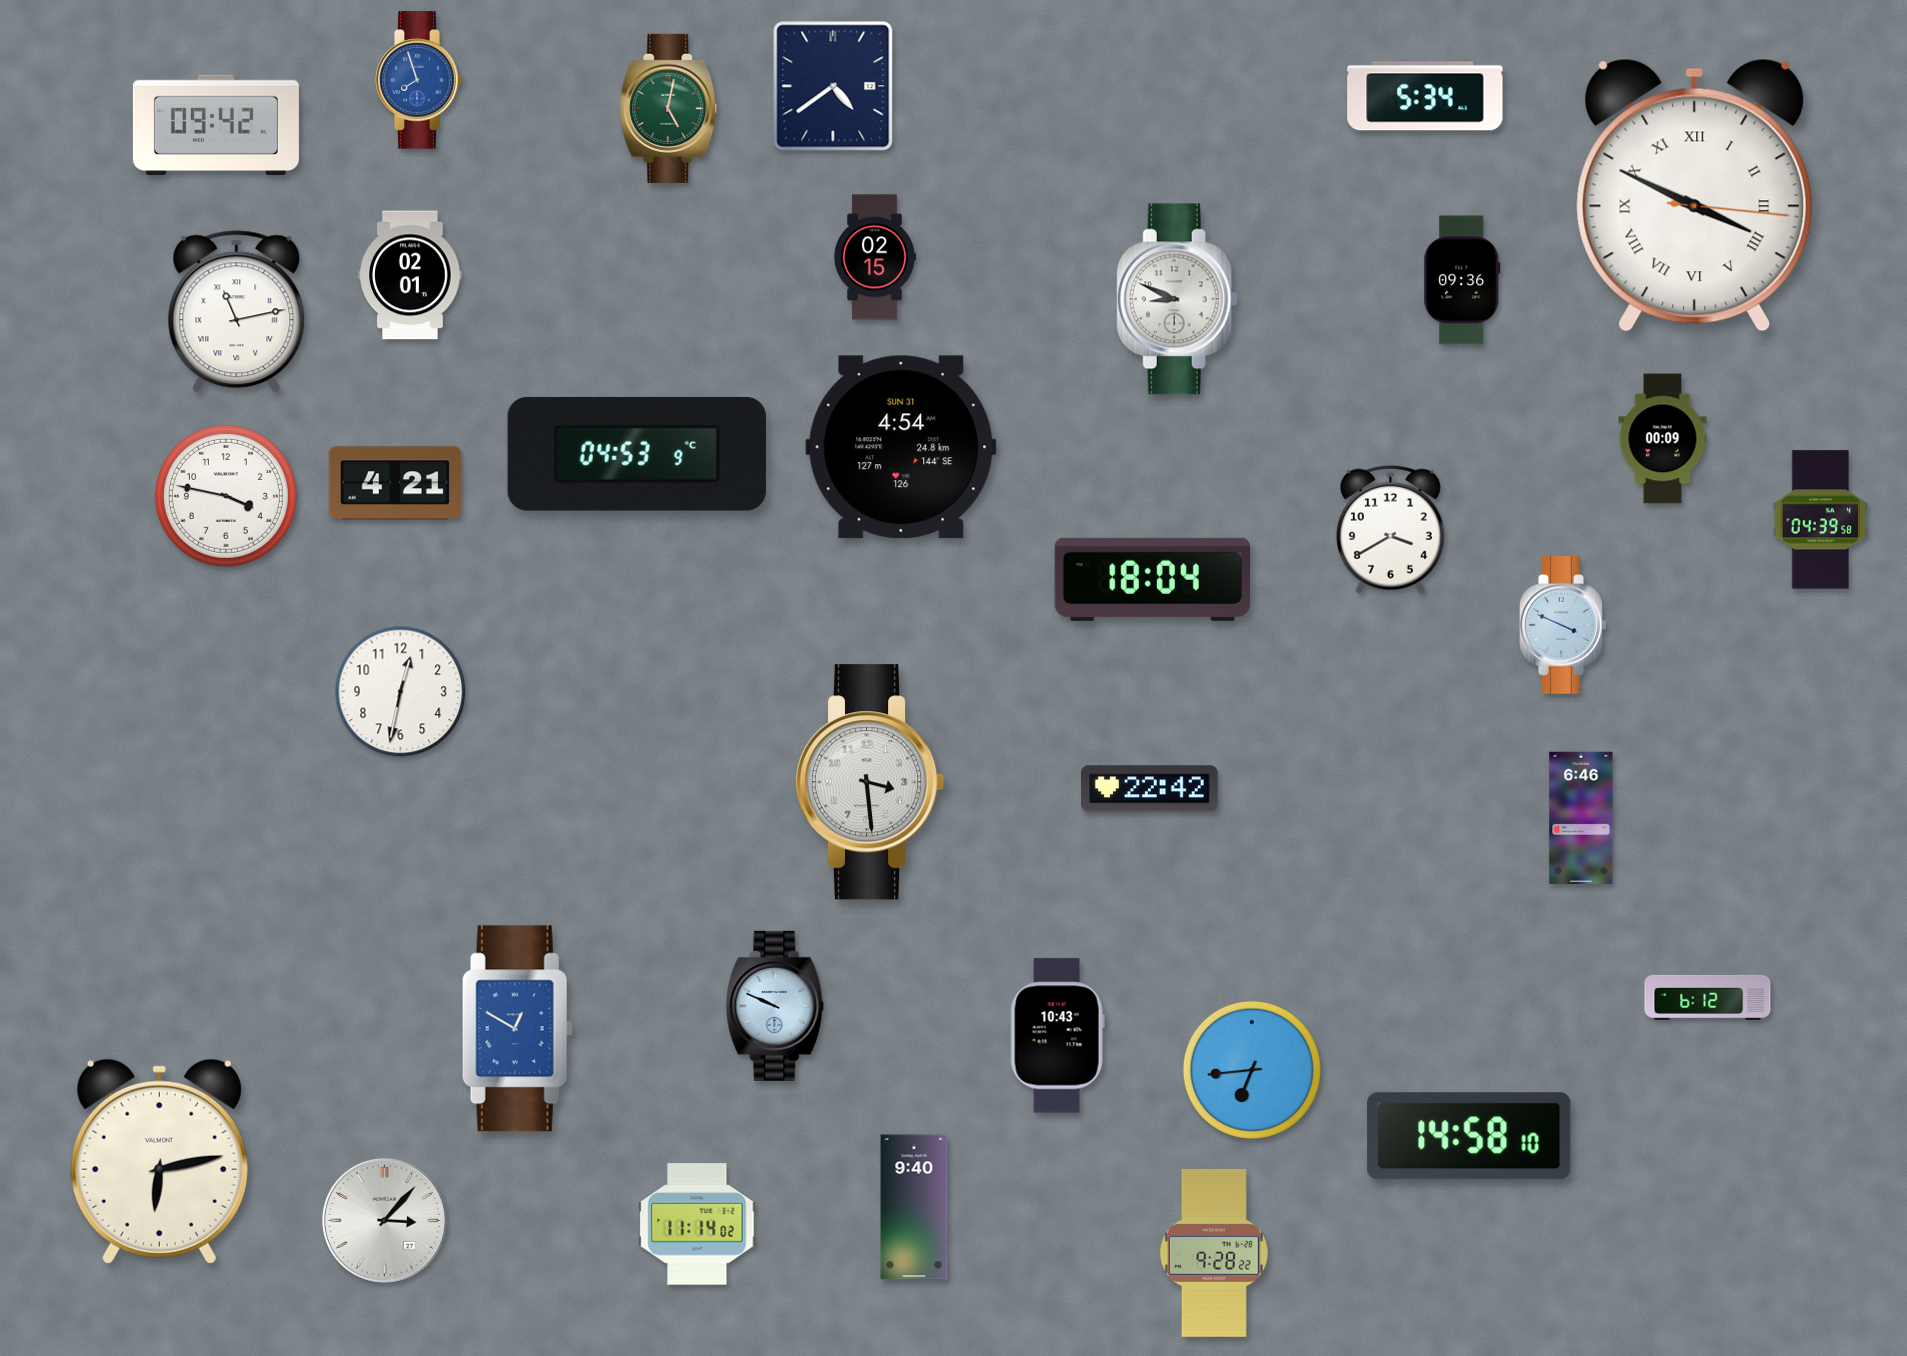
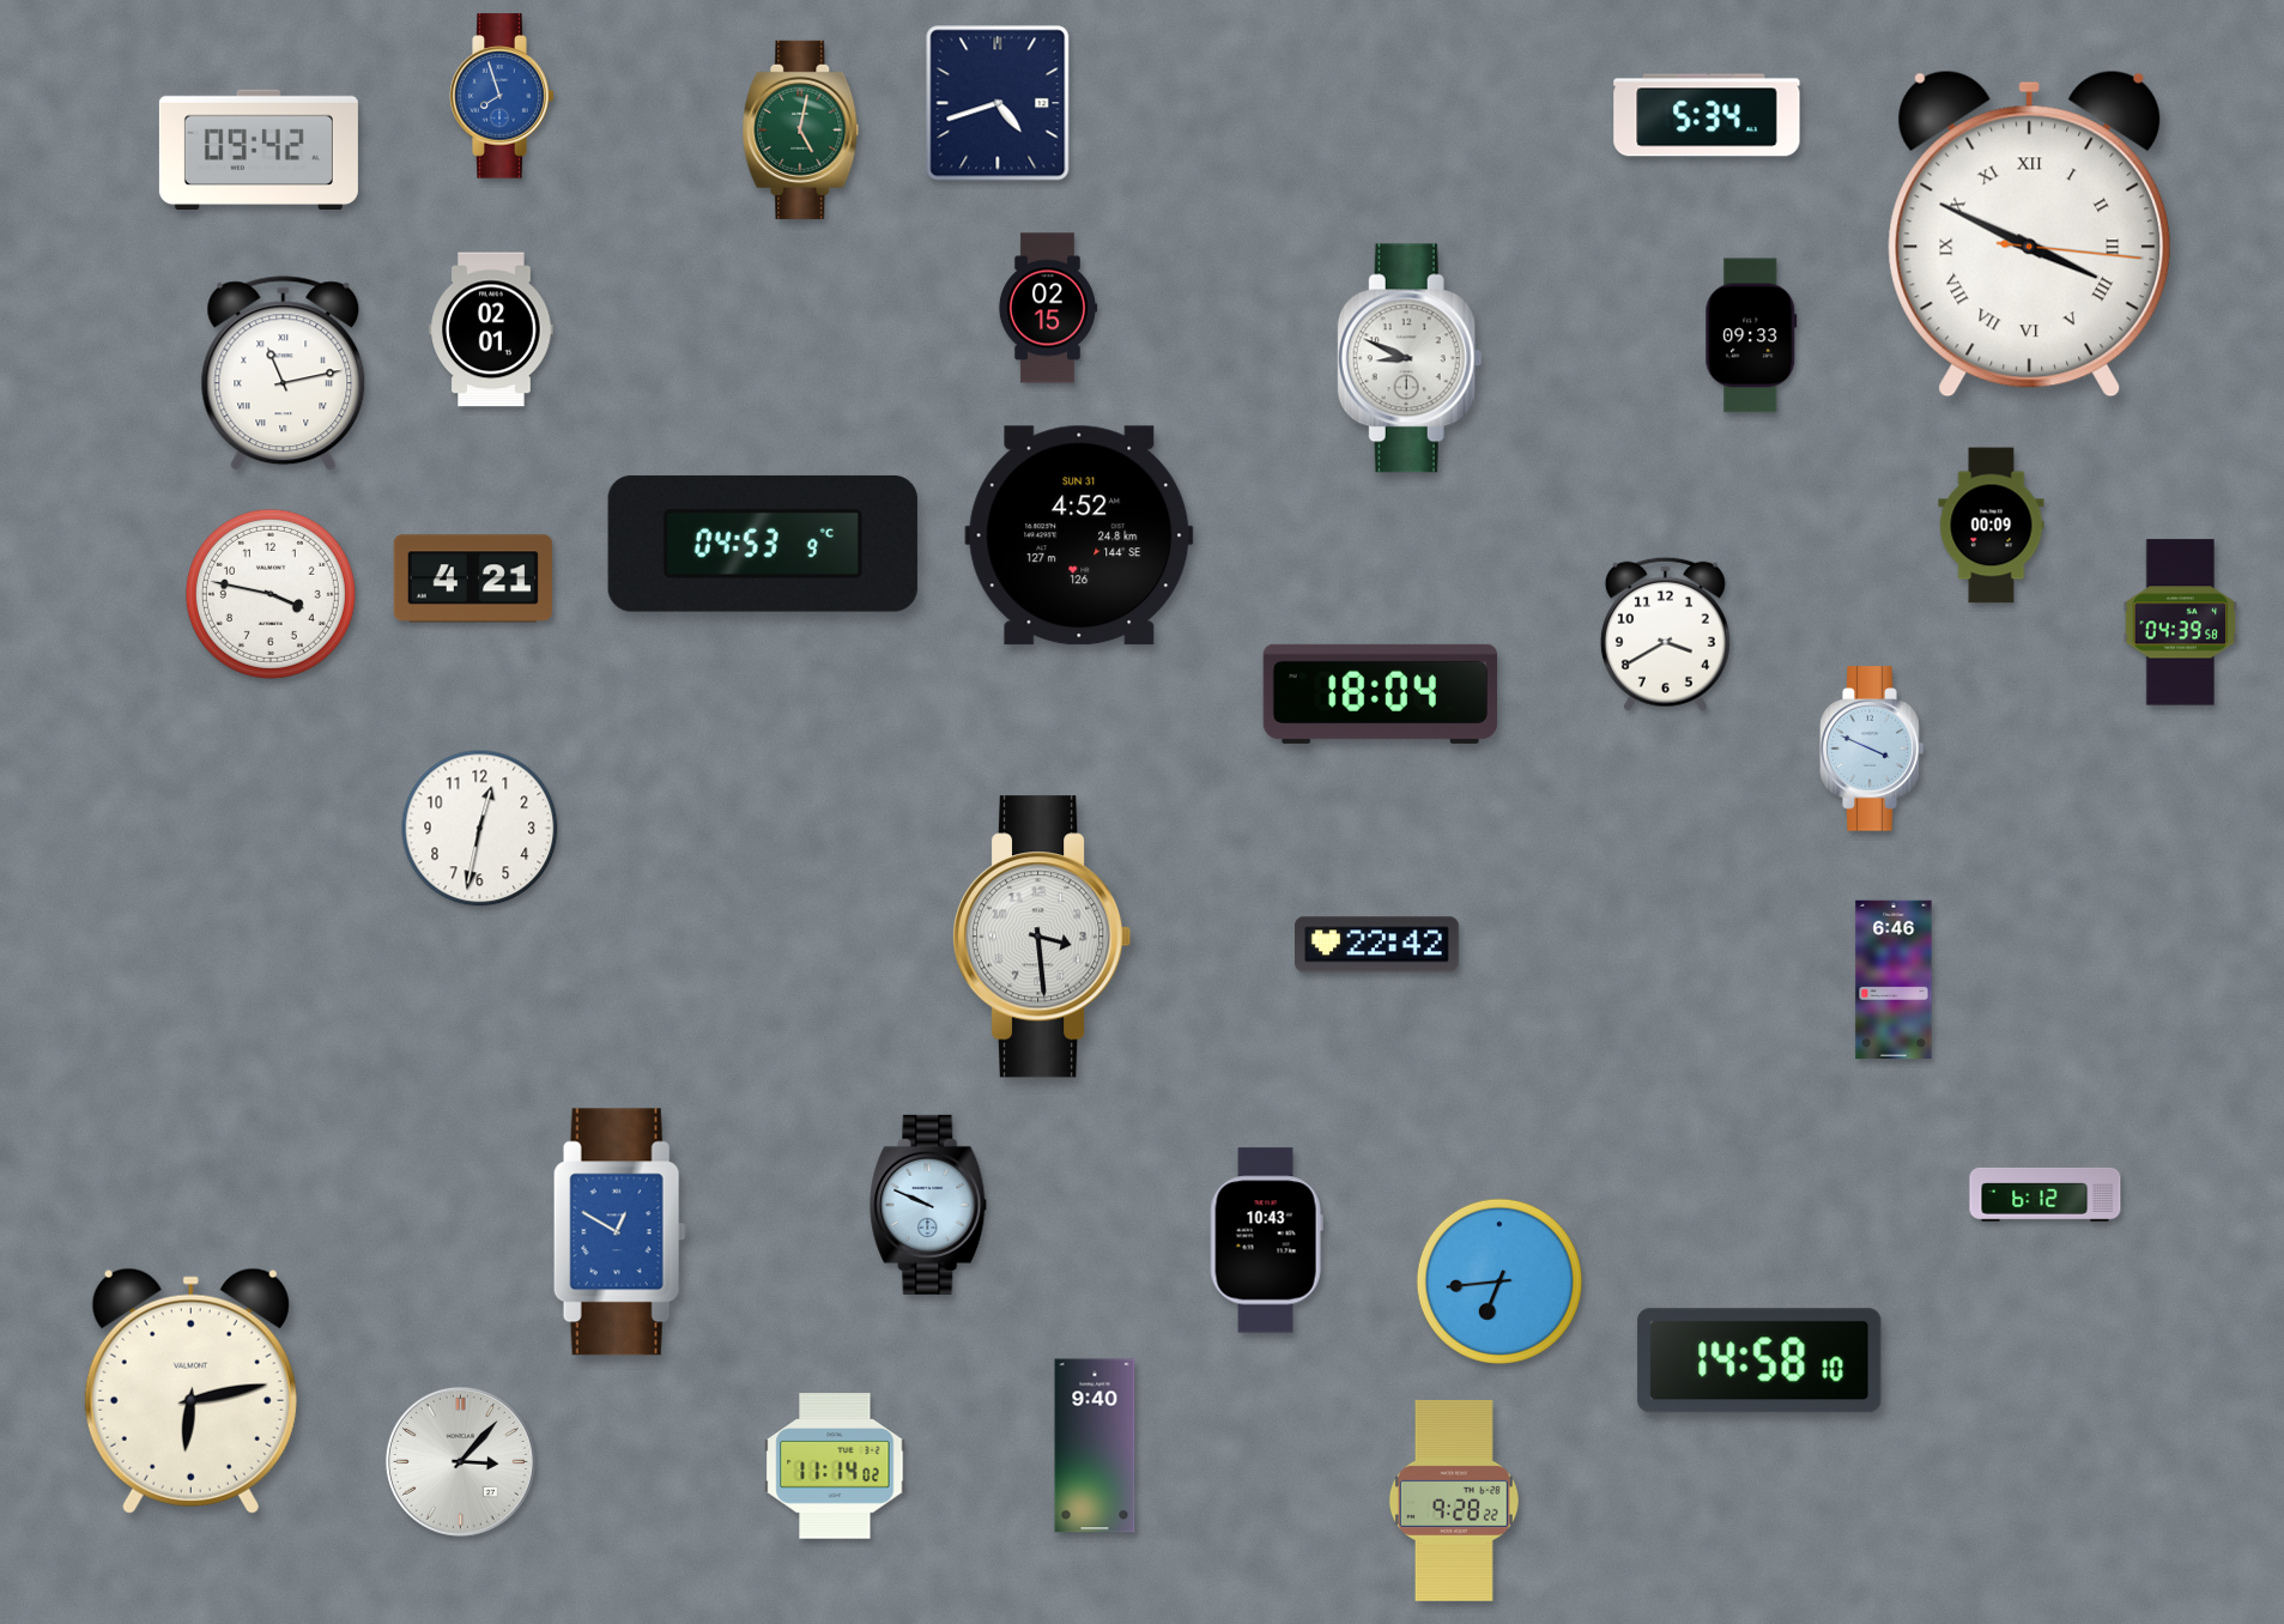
clock at (833, 86): 4:39 -> 4:42
clock at (1462, 280): 09:36 -> 09:33
clock at (901, 447): 4:54 -> 4:52
